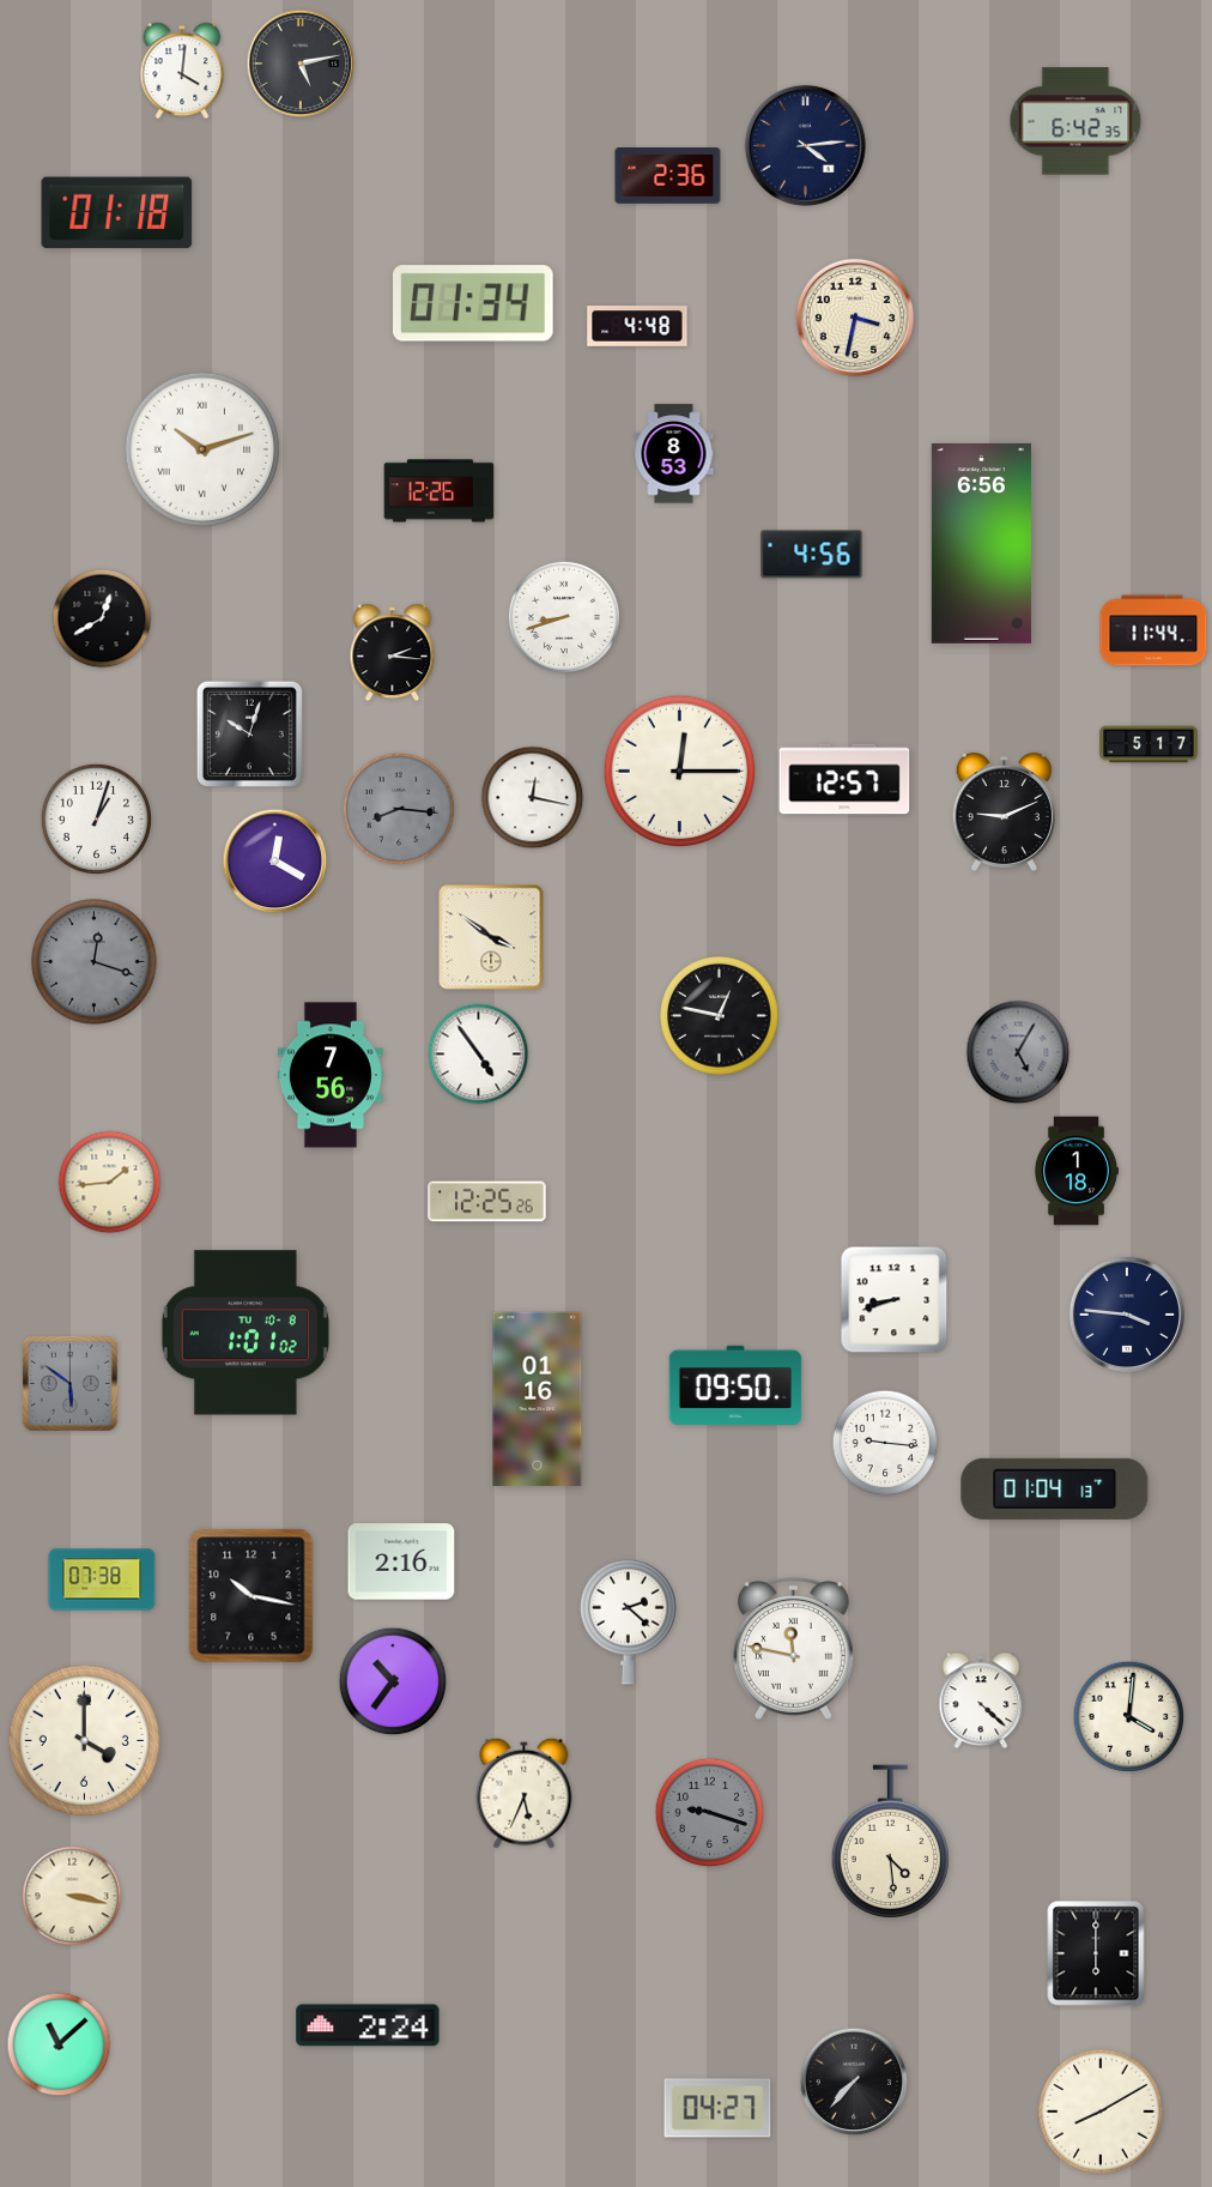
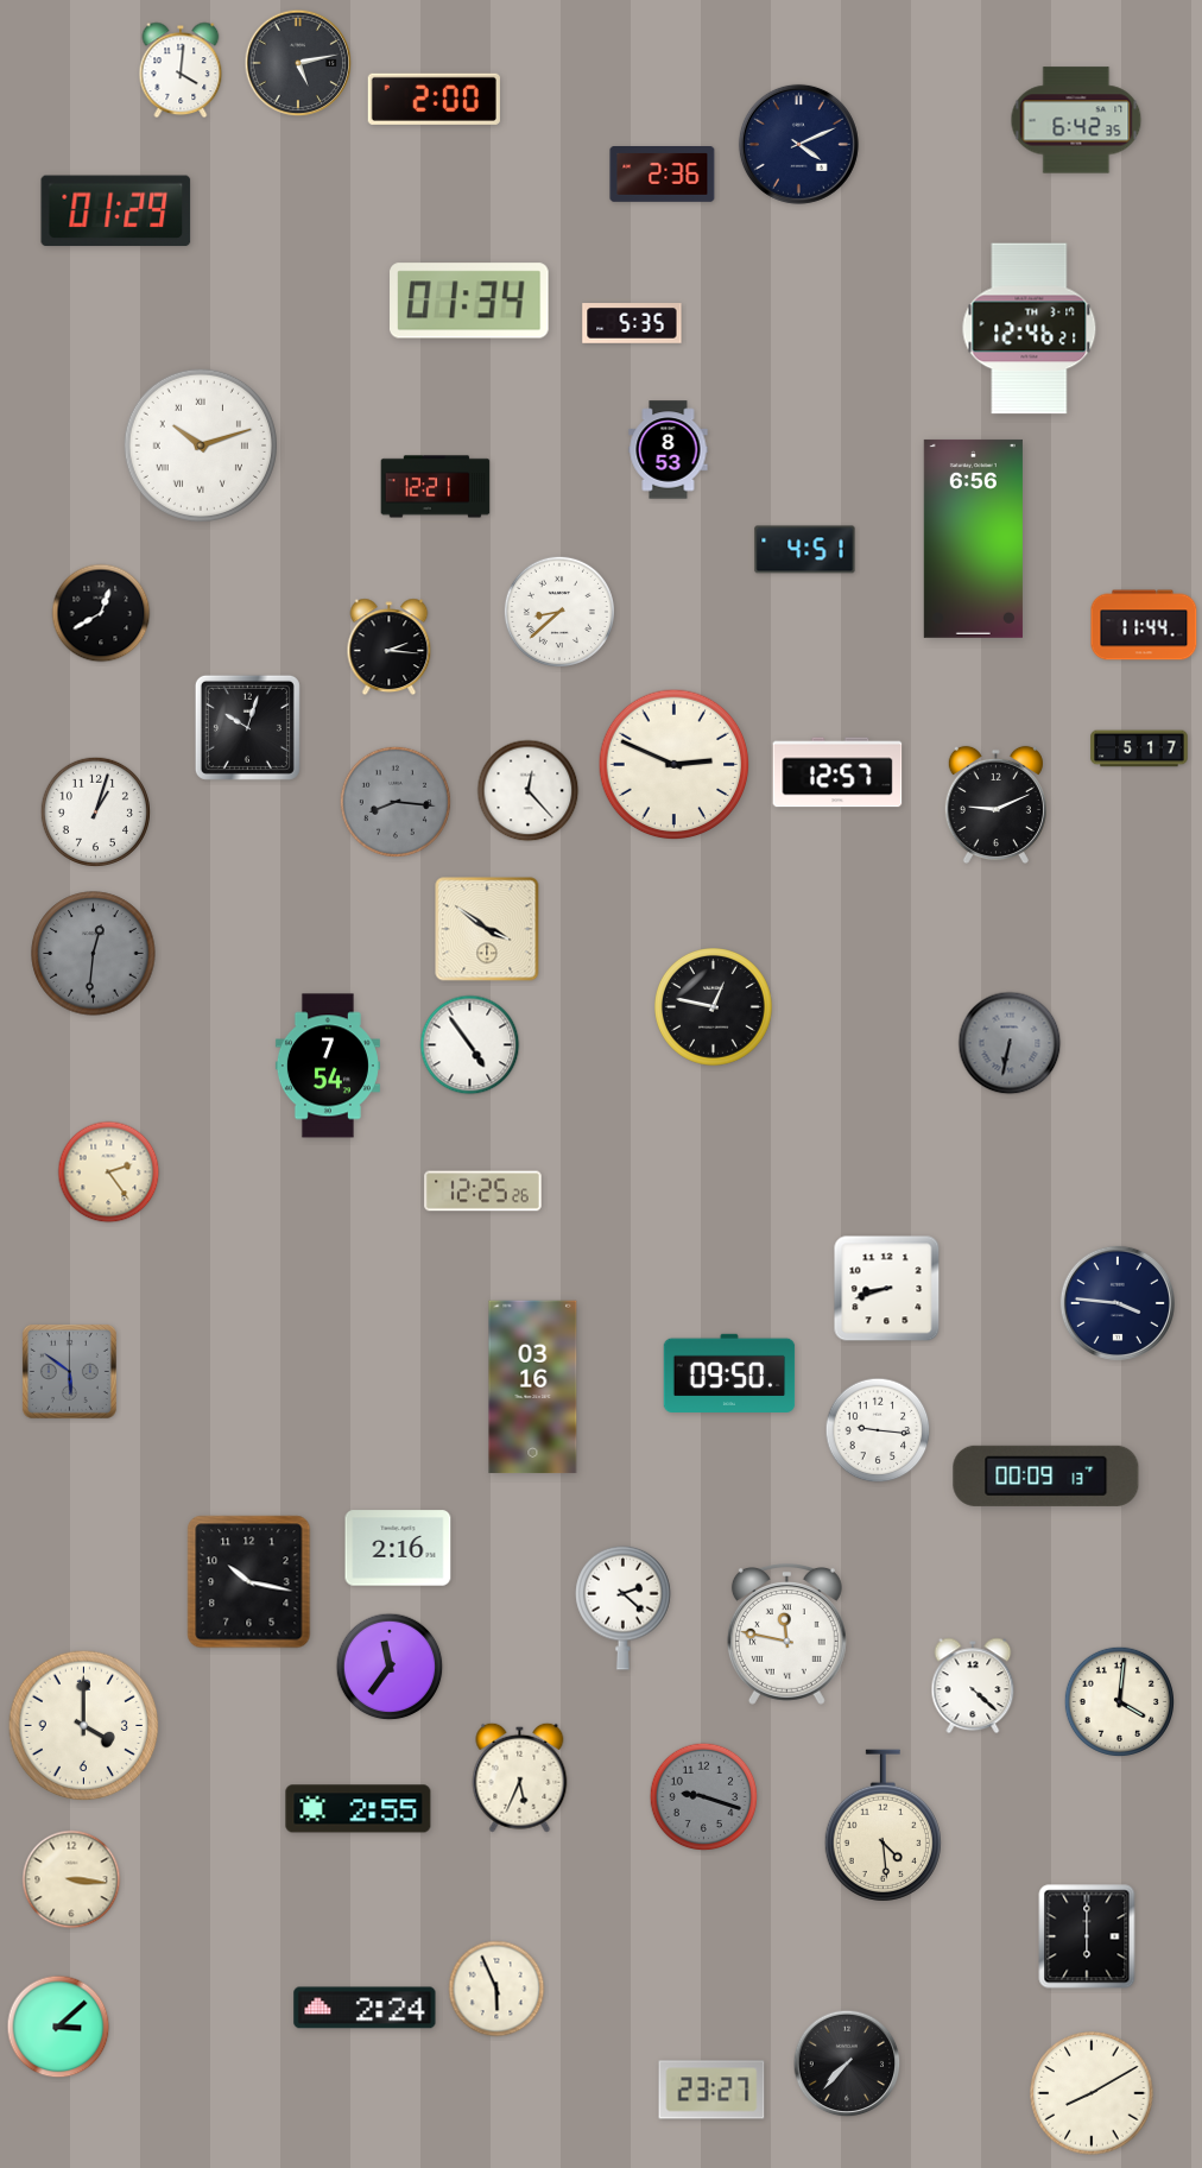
clock at (434, 99): none -> 2:00
clock at (1075, 121) position: (1075, 121) -> (1076, 120)
clock at (805, 145): 4:14 -> 4:11
clock at (117, 213): 01:18 -> 01:29
clock at (855, 318): 3:32 -> none
clock at (637, 326): 4:48 -> 5:35
clock at (1030, 329): none -> 12:46
clock at (440, 491): 12:26 -> 12:21
clock at (812, 555): 4:56 -> 4:51
clock at (564, 617): 8:42 -> 8:38
clock at (1149, 744) position: (1149, 744) -> (1139, 748)
clock at (680, 772): 12:15 -> 2:49
clock at (533, 798): 12:17 -> 12:23
clock at (275, 862): 12:20 -> none
clock at (95, 962): 12:18 -> 12:31
clock at (1018, 1052): 5:05 -> 6:32
clock at (479, 1055) position: (479, 1055) -> (470, 1045)
clock at (331, 1075): 7:56 -> 7:54
clock at (1077, 1171): 1:18 -> none
clock at (110, 1183): 1:44 -> 2:24
clock at (246, 1333): 1:01 -> none
clock at (538, 1400): 01:16 -> 03:16
clock at (1055, 1488): 01:04 -> 00:09
clock at (102, 1579): 07:38 -> none
clock at (393, 1681): 10:36 -> 11:36
clock at (359, 1809): none -> 2:55
clock at (72, 1896): 3:17 -> 3:16
clock at (496, 1989): none -> 5:56
clock at (59, 2044): 11:08 -> 3:08
clock at (717, 2108): 04:27 -> 23:27
